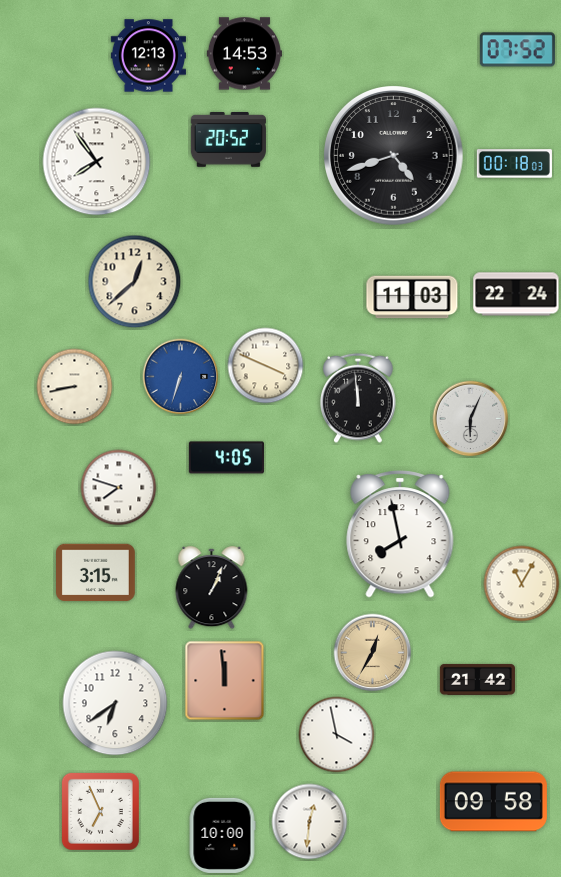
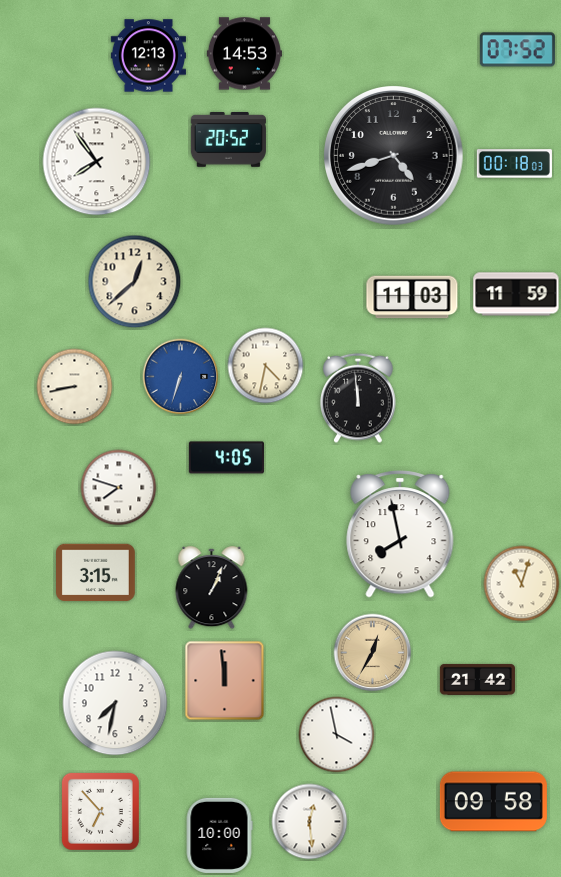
clock at (516, 294): 22:24 -> 11:59
clock at (266, 366): 3:49 -> 4:32
clock at (471, 419): 6:04 -> none
clock at (522, 584): 11:05 -> 11:03
clock at (115, 703): 6:39 -> 7:32
clock at (100, 811): 6:56 -> 6:53
clock at (310, 822): 12:31 -> 12:29
clock at (222, 835) position: (222, 835) -> (219, 835)
